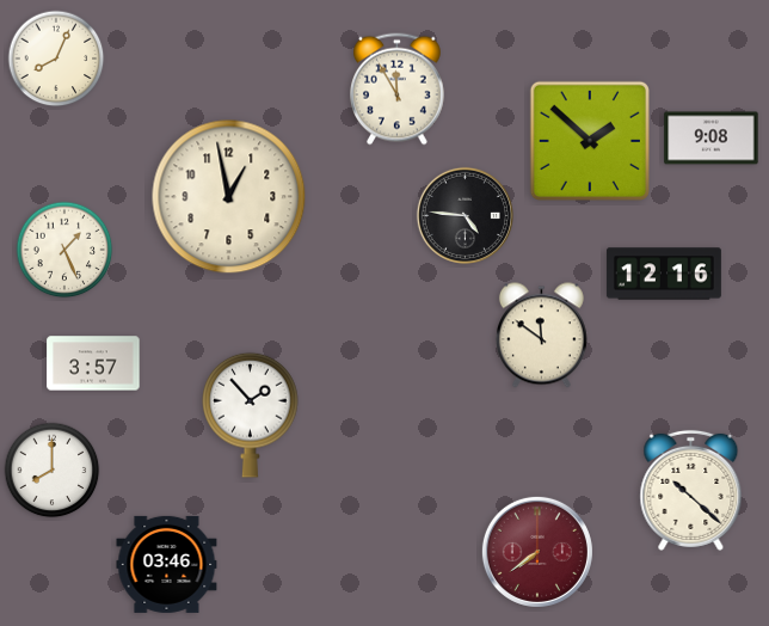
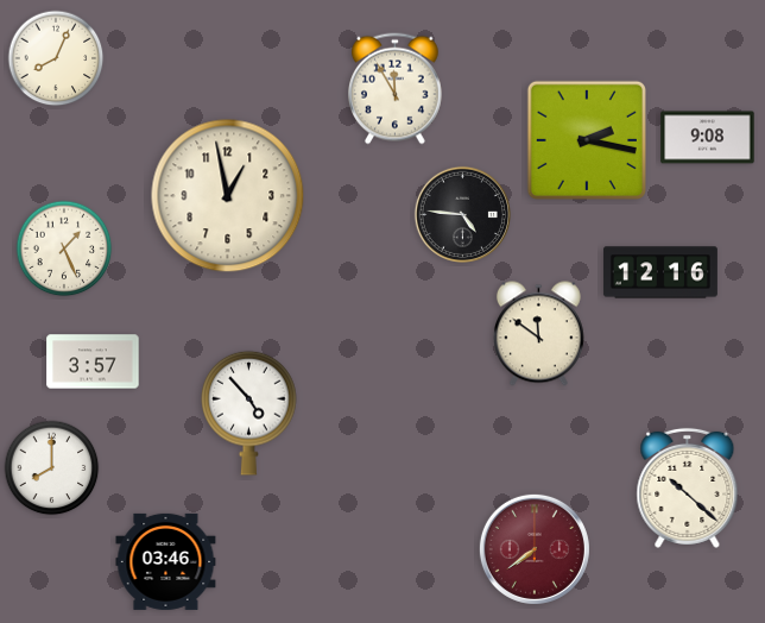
clock at (590, 141): 1:52 -> 2:17
clock at (251, 415): 1:53 -> 4:53
